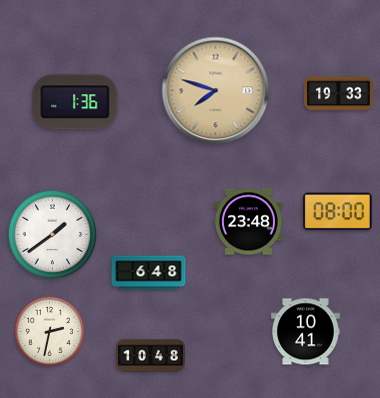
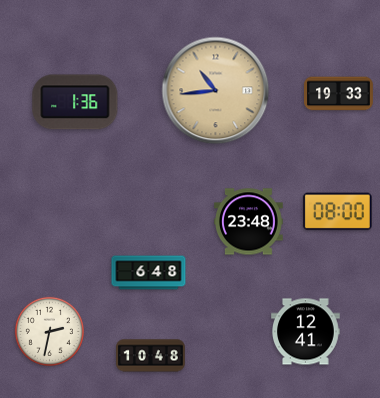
clock at (216, 91): 7:48 -> 10:44
clock at (52, 234): 1:39 -> none
clock at (306, 332): 10:41 -> 12:41
